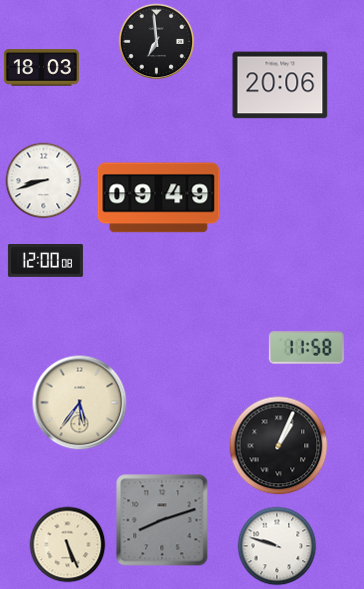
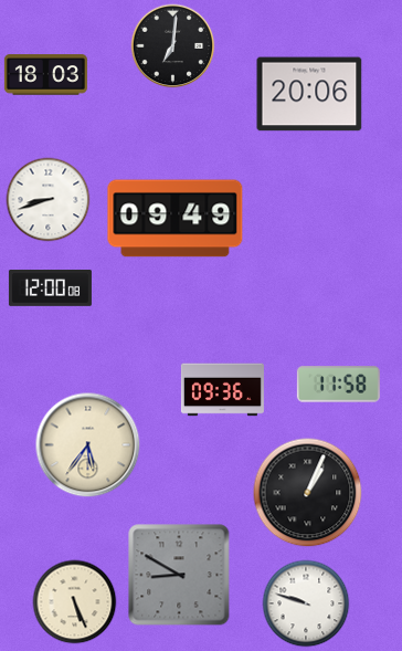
clock at (157, 42): 6:59 -> 7:01
clock at (222, 390): none -> 09:36
clock at (162, 520): 8:12 -> 8:50
